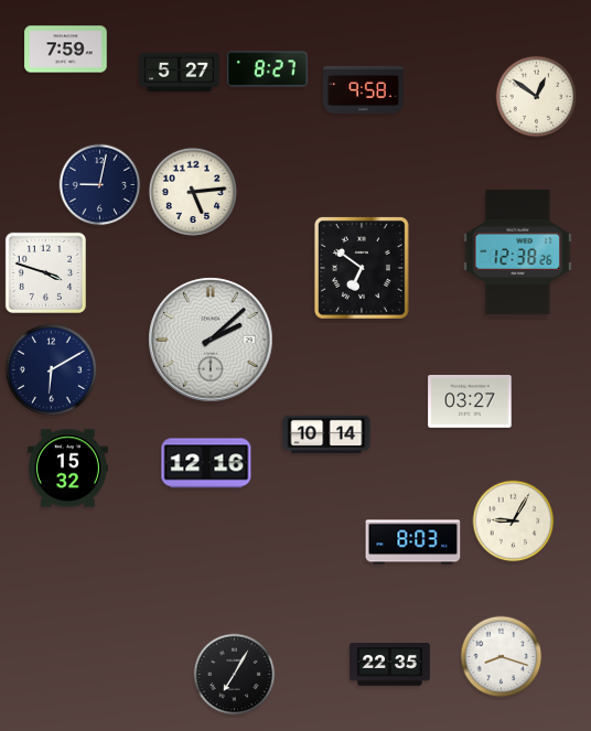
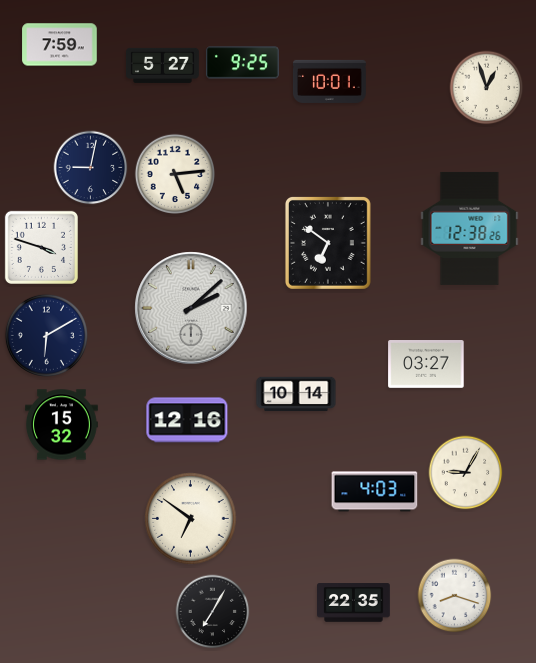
clock at (267, 69): 8:27 -> 9:25
clock at (363, 89): 9:58 -> 10:01
clock at (537, 97): 12:51 -> 12:57
clock at (413, 542): 8:03 -> 4:03
clock at (191, 519): none -> 6:51
